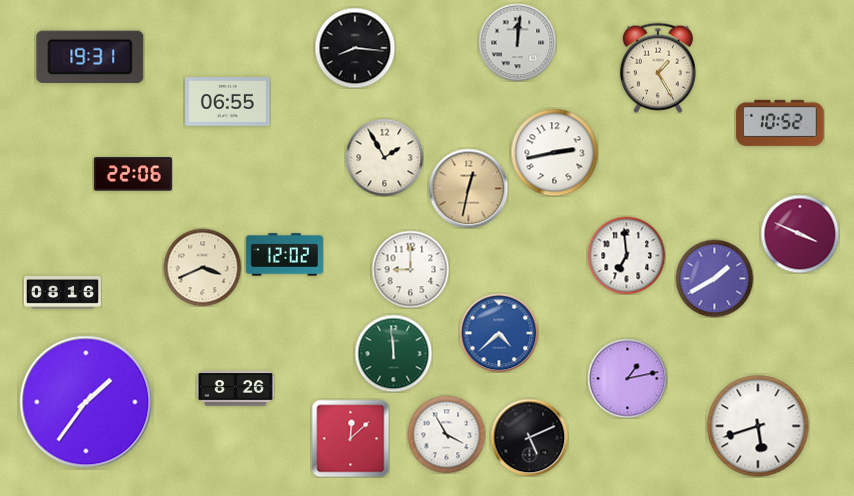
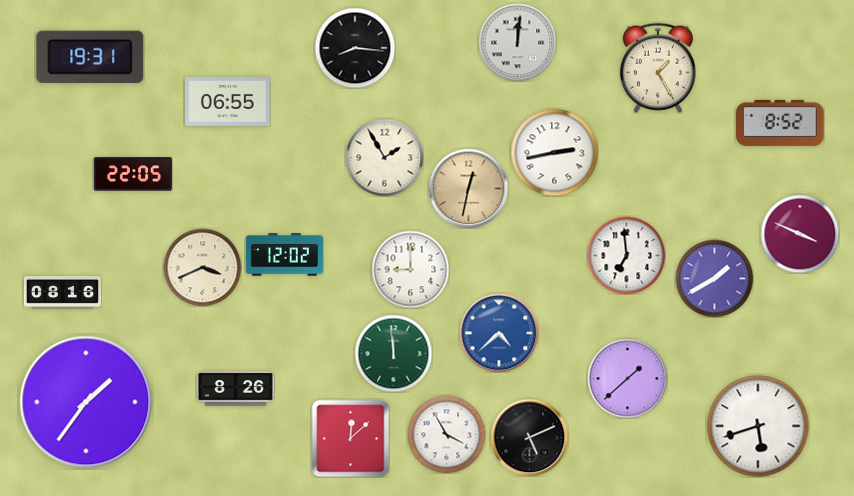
clock at (780, 123): 10:52 -> 8:52
clock at (133, 174): 22:06 -> 22:05
clock at (627, 378): 1:13 -> 1:38
